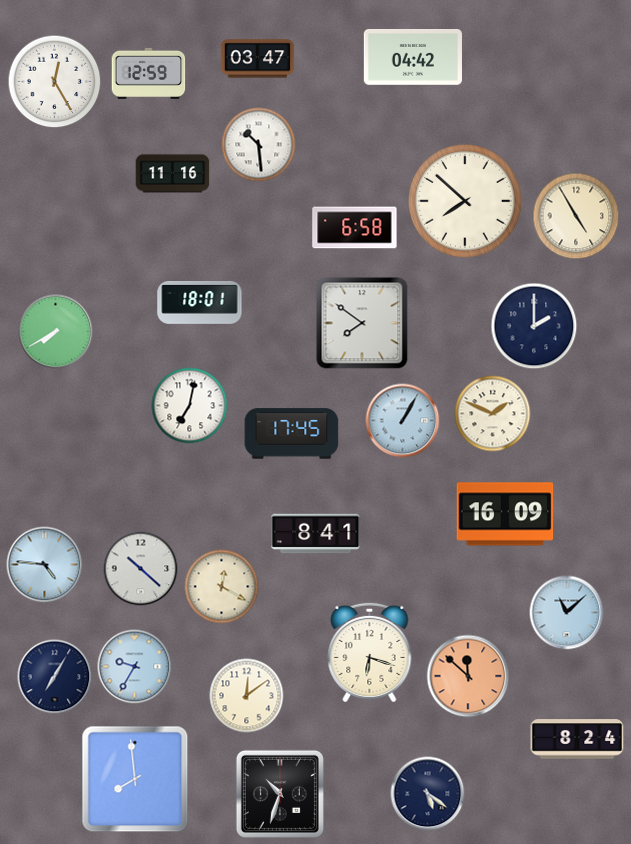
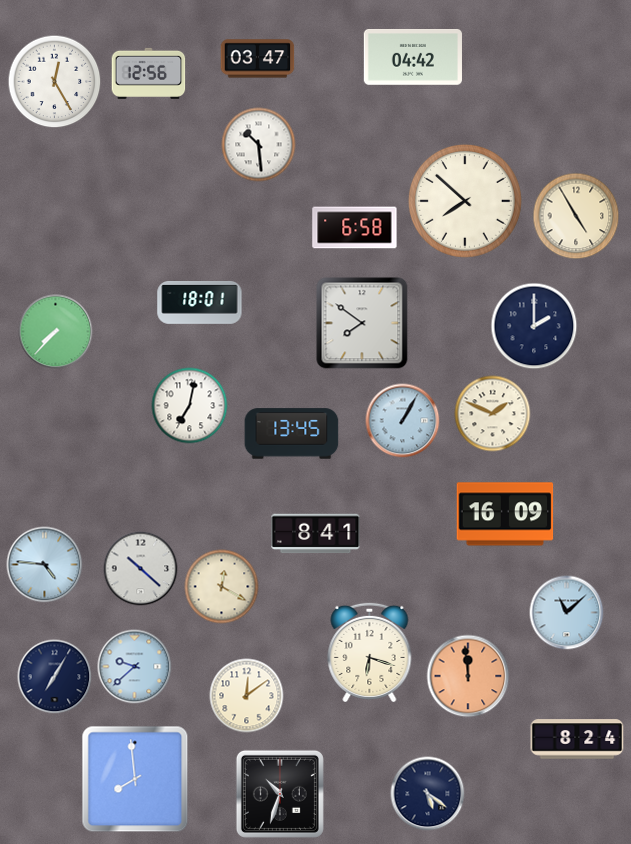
clock at (149, 73): 12:59 -> 12:56
clock at (173, 174): 11:16 -> none
clock at (56, 332): 7:40 -> 7:37
clock at (292, 434): 17:45 -> 13:45
clock at (135, 667): 9:35 -> 9:38
clock at (468, 676): 11:52 -> 11:59
